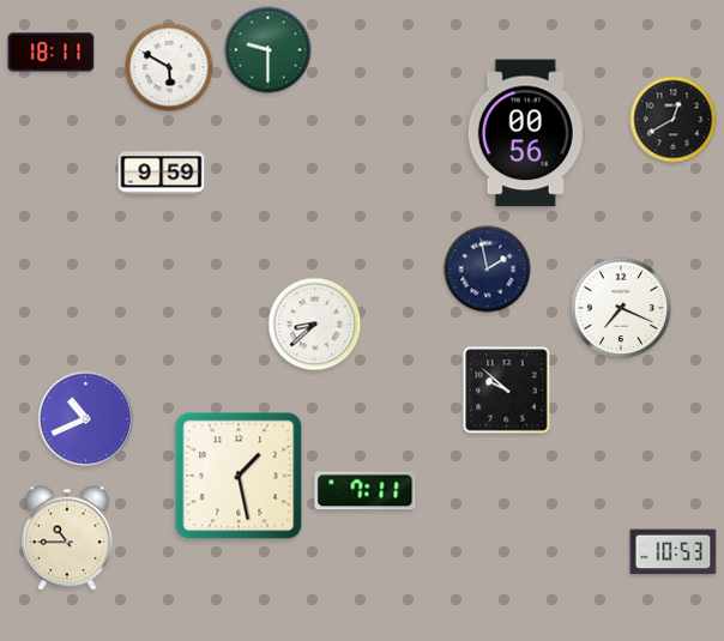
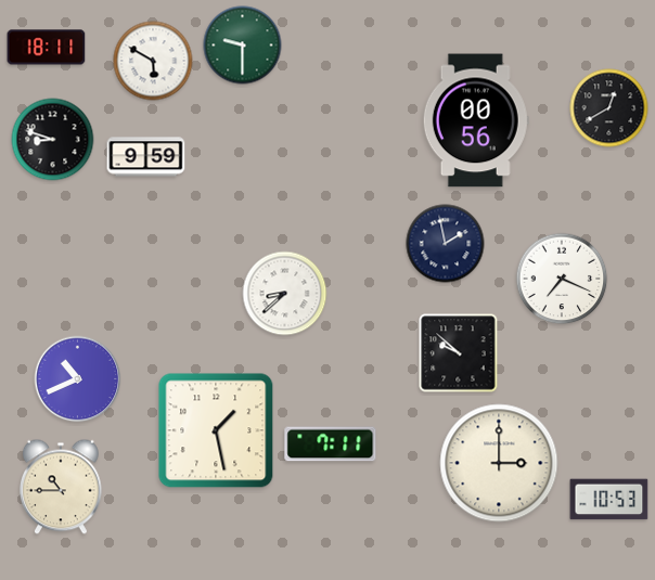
clock at (53, 140): none -> 8:48
clock at (488, 270) position: (488, 270) -> (446, 244)
clock at (499, 463): none -> 3:00
